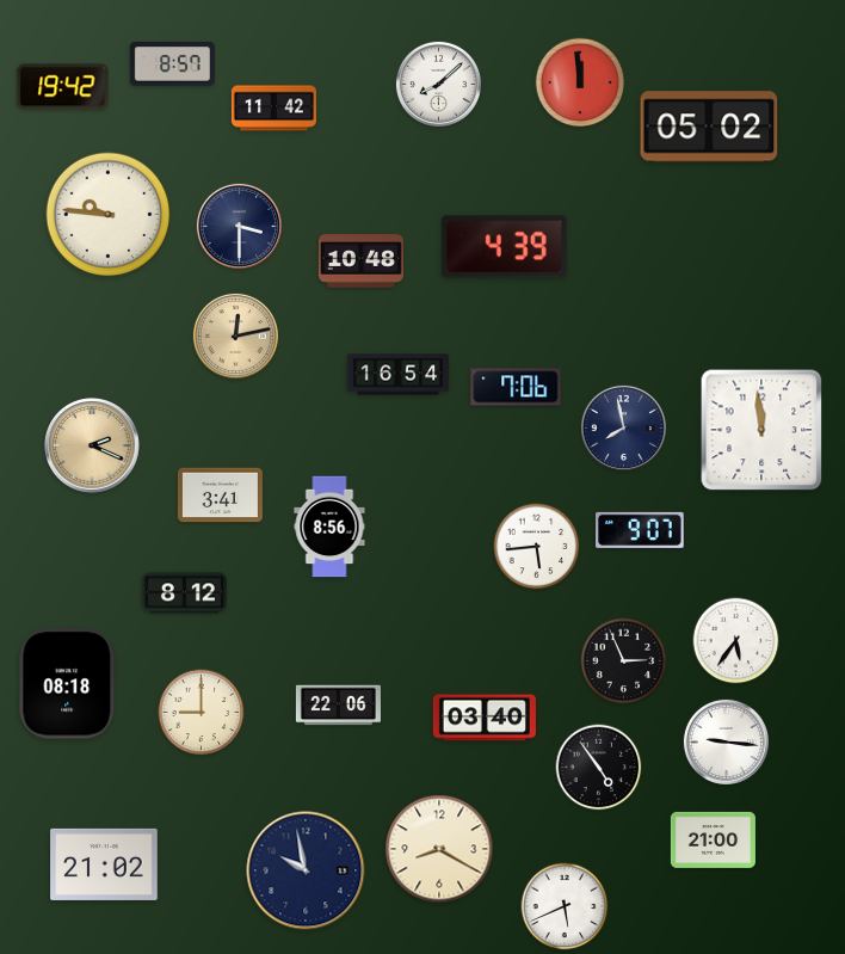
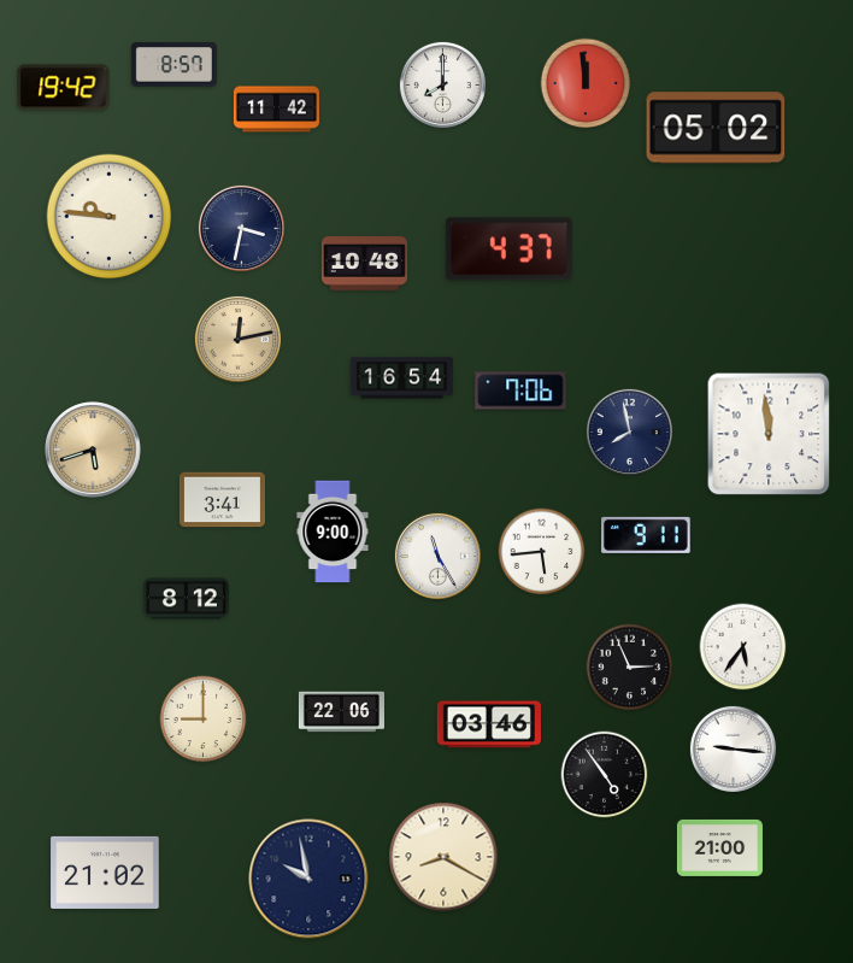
clock at (438, 84): 8:08 -> 8:00
clock at (239, 226): 3:30 -> 3:32
clock at (504, 247): 4:39 -> 4:37
clock at (92, 445): 2:19 -> 5:42
clock at (329, 527): 8:56 -> 9:00
clock at (640, 530): 9:07 -> 9:11
clock at (437, 556): none -> 11:25
clock at (68, 684): 08:18 -> none
clock at (485, 718): 03:40 -> 03:46
clock at (565, 906): 5:41 -> none
